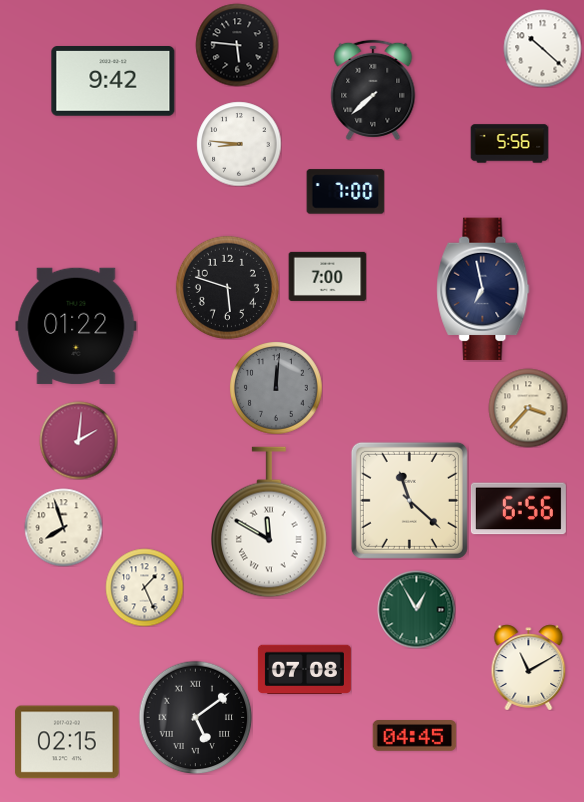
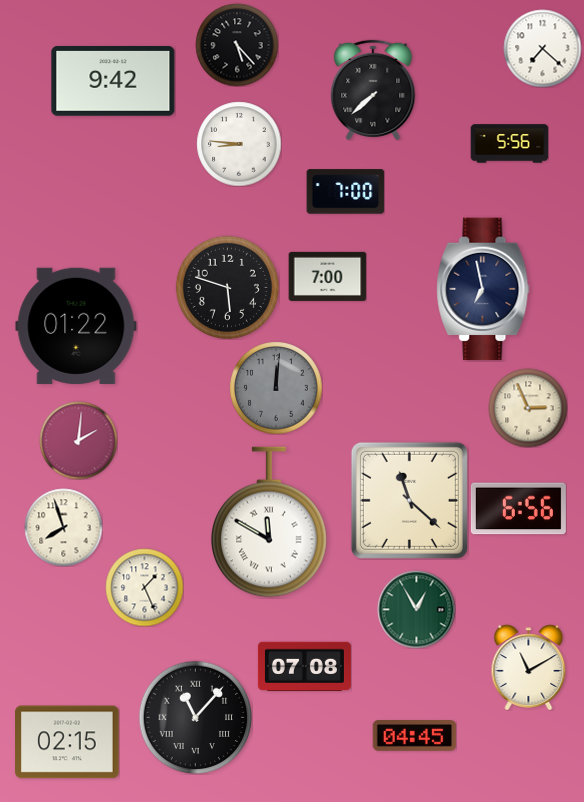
clock at (237, 45): 5:46 -> 5:23
clock at (542, 48): 10:22 -> 7:22
clock at (528, 408): 3:37 -> 2:56
clock at (304, 669) position: (304, 669) -> (304, 666)
clock at (195, 717): 5:09 -> 11:07
